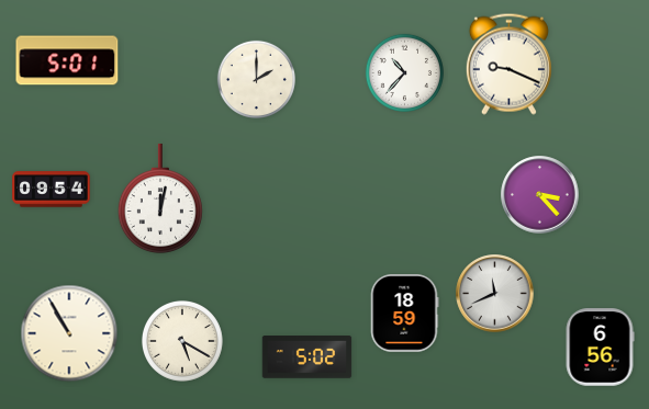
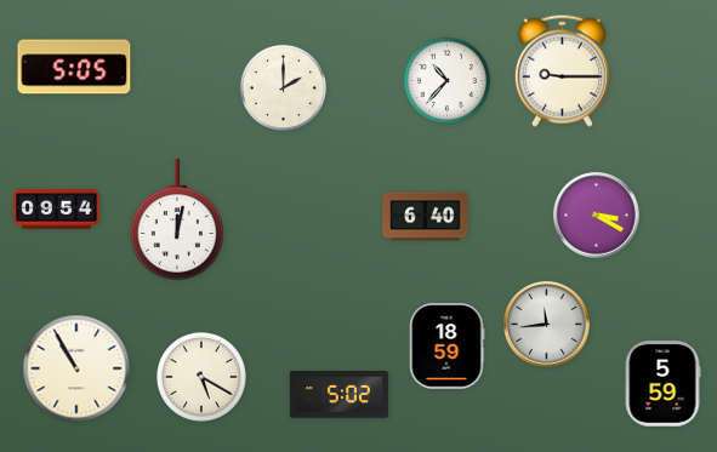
clock at (67, 60): 5:01 -> 5:05
clock at (508, 64): 9:19 -> 9:15
clock at (540, 195): 3:23 -> 3:20
clock at (426, 217): none -> 6:40
clock at (495, 294): 11:41 -> 11:44
clock at (600, 348): 6:56 -> 5:59
